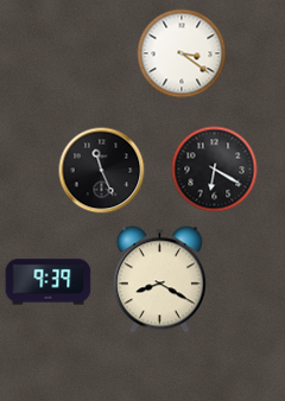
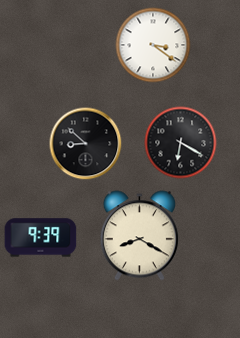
clock at (102, 171): 11:26 -> 8:52
clock at (159, 280) position: (159, 280) -> (139, 236)
